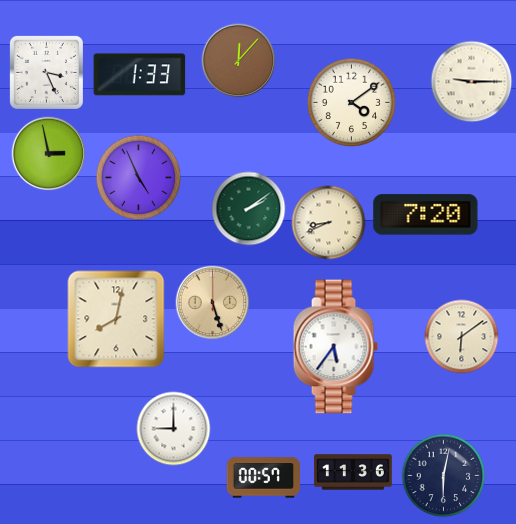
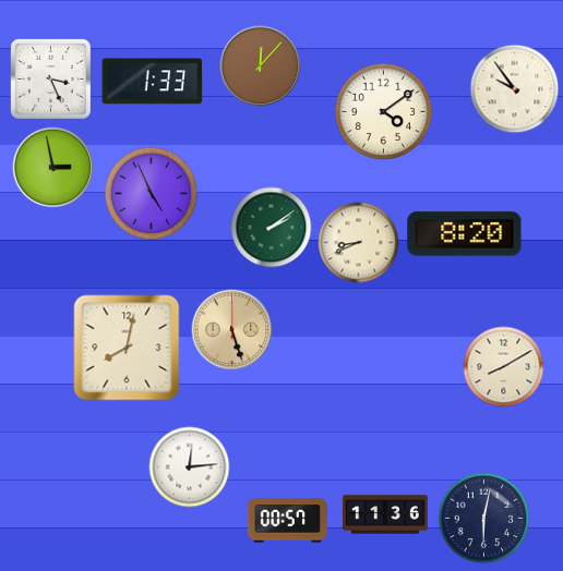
clock at (472, 82): 9:15 -> 9:54
clock at (426, 215): 7:20 -> 8:20
clock at (462, 337): 6:09 -> 8:10
clock at (335, 347): 5:36 -> none
clock at (174, 429): 9:00 -> 12:14
